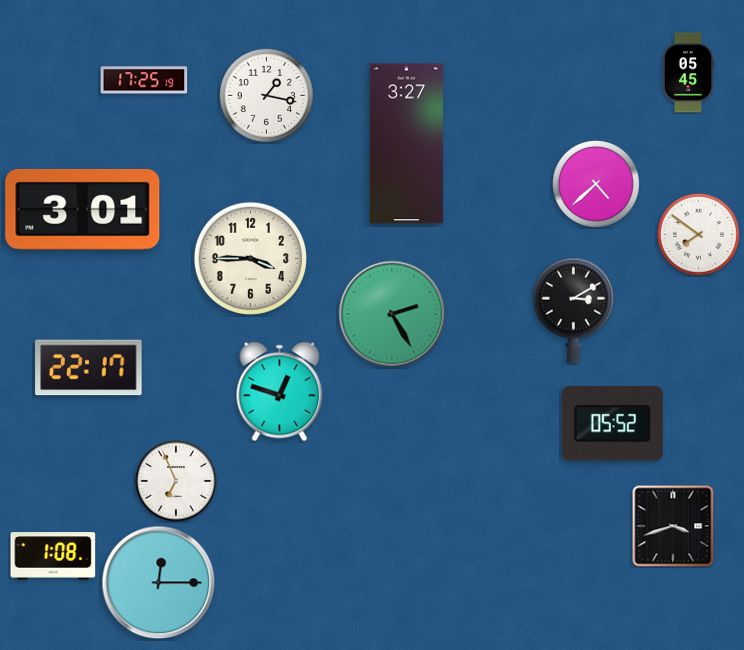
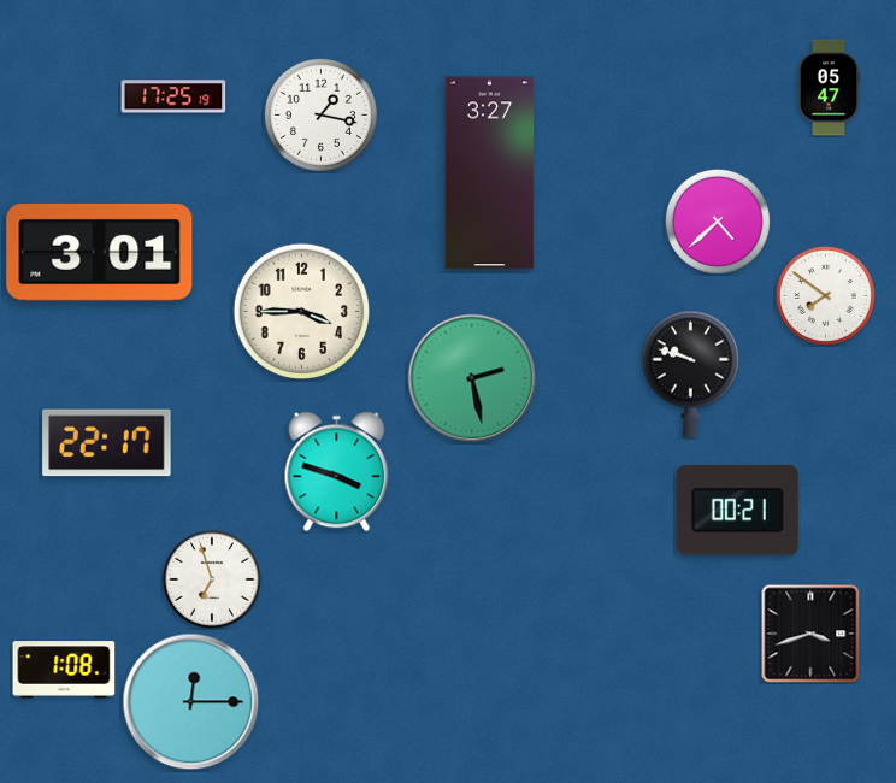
clock at (688, 73): 05:45 -> 05:47
clock at (698, 234) position: (698, 234) -> (825, 295)
clock at (573, 310): 3:10 -> 9:48
clock at (392, 314): 2:25 -> 2:28
clock at (280, 392): 12:48 -> 3:48
clock at (612, 424): 05:52 -> 00:21
clock at (176, 481): 6:56 -> 6:57
